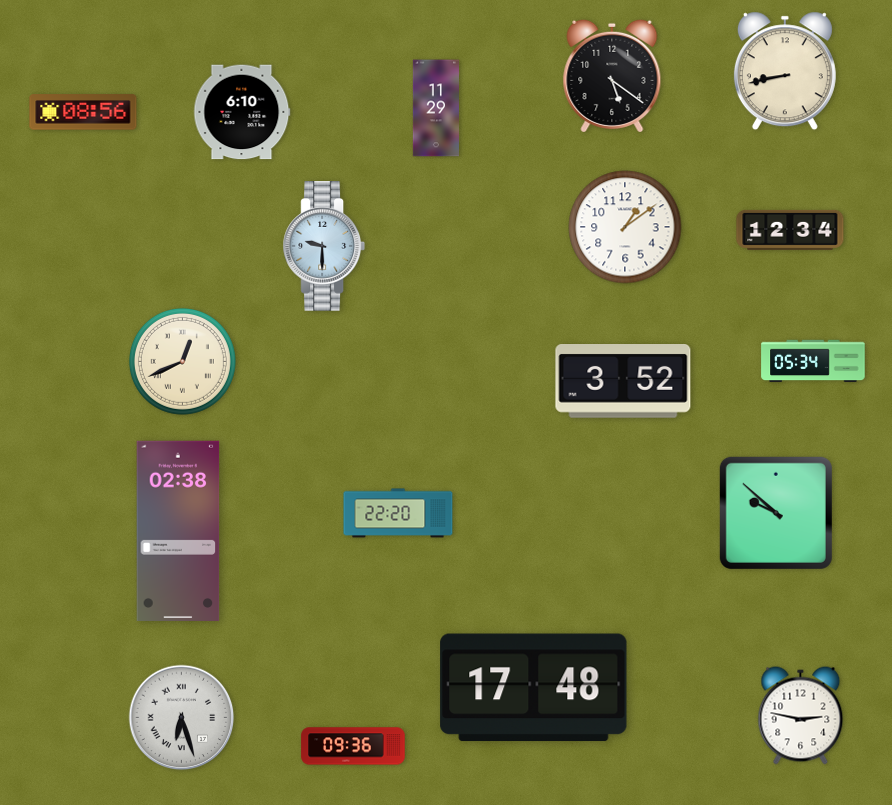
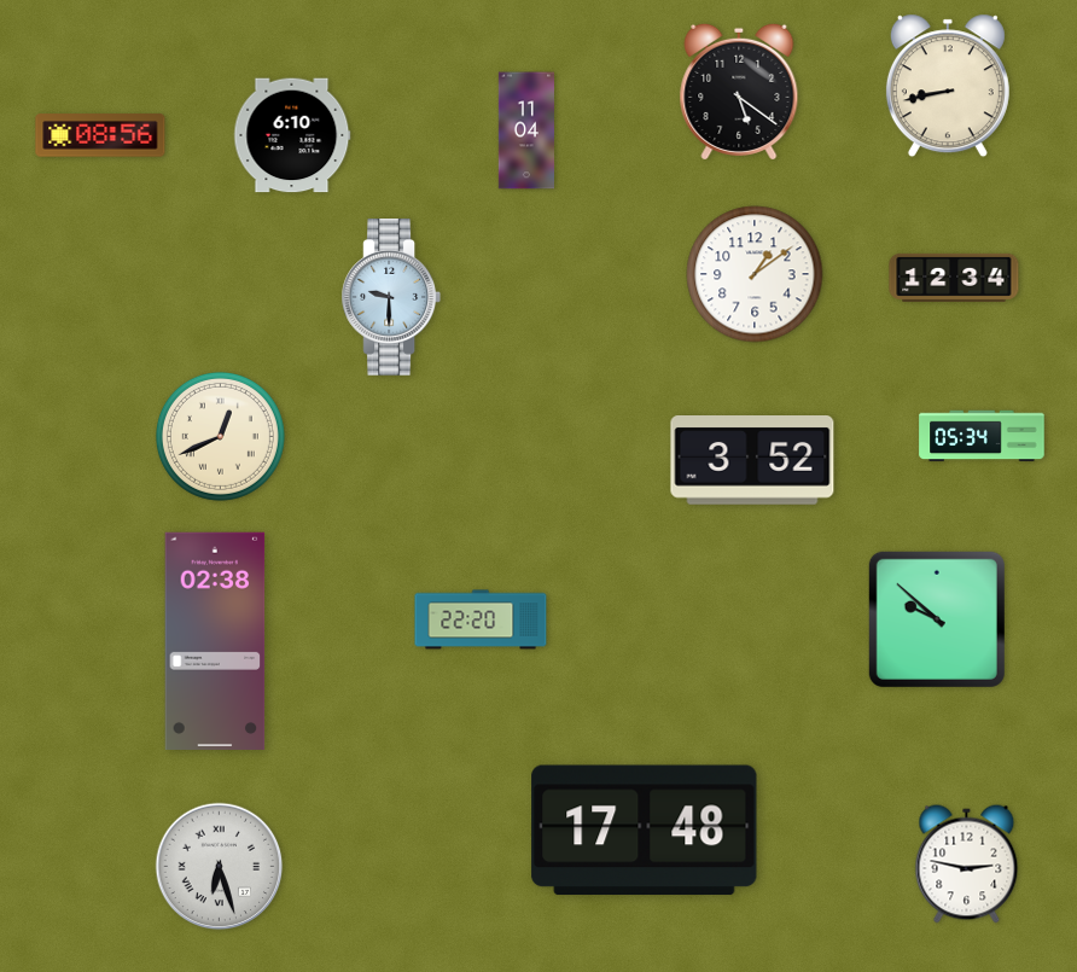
clock at (436, 108): 11:29 -> 11:04
clock at (353, 746): 09:36 -> none
